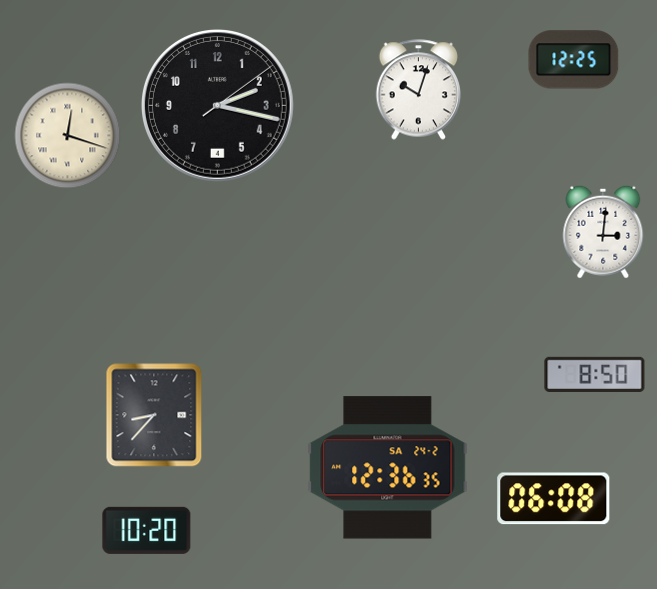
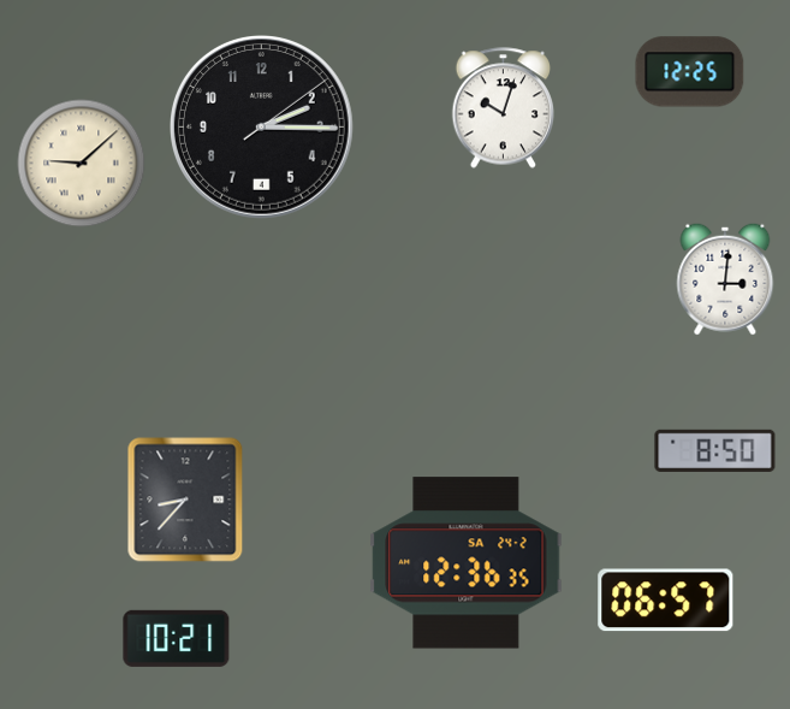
clock at (218, 106): 2:17 -> 2:15
clock at (68, 136): 12:18 -> 9:08
clock at (554, 499): 06:08 -> 06:57
clock at (147, 530): 10:20 -> 10:21
